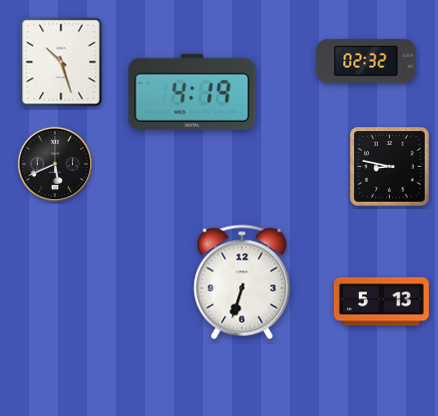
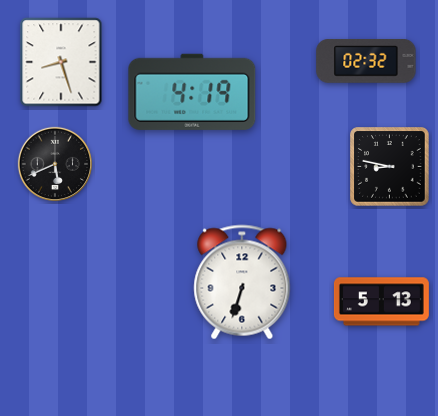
clock at (61, 62): 10:27 -> 8:27
